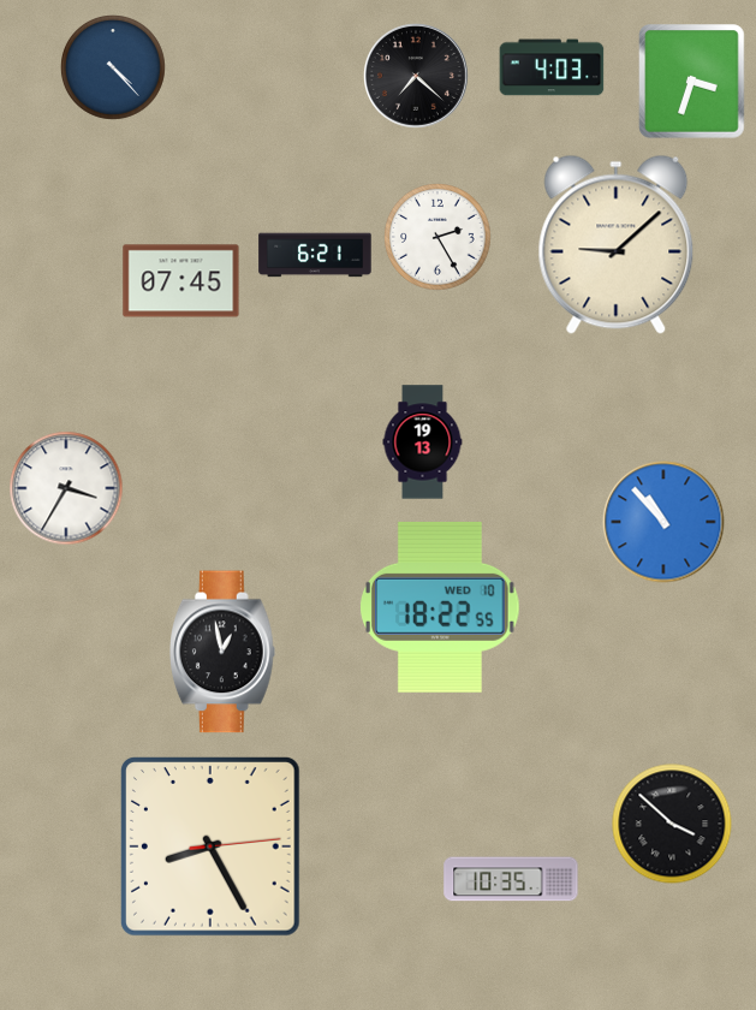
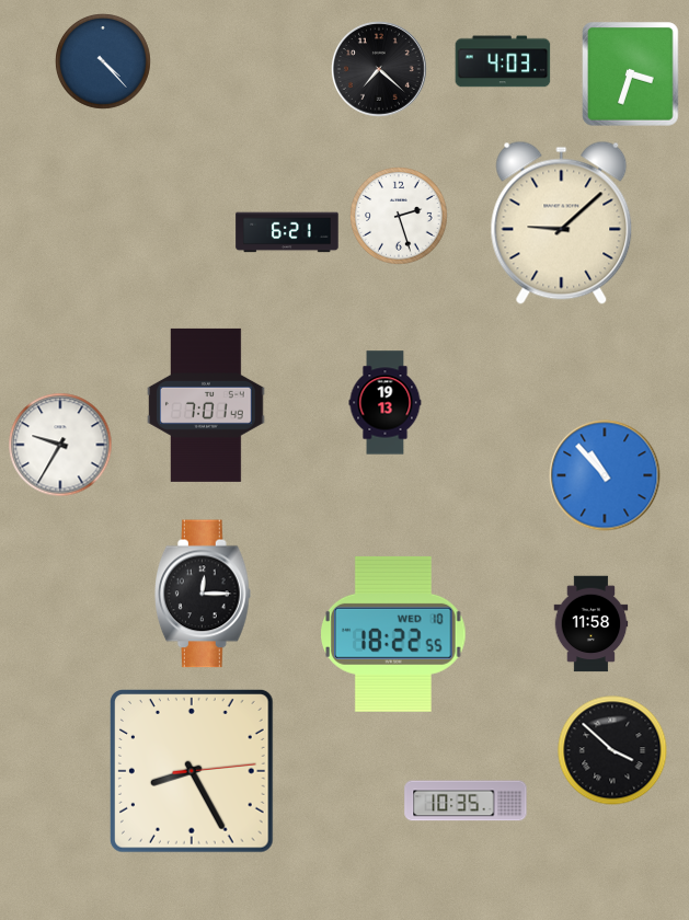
clock at (437, 237): 2:25 -> 2:27
clock at (181, 281): 07:45 -> none
clock at (206, 405): none -> 7:01
clock at (66, 488): 3:35 -> 9:35
clock at (441, 607) position: (441, 607) -> (394, 634)
clock at (222, 652): 12:58 -> 12:15
clock at (592, 624): none -> 11:58
